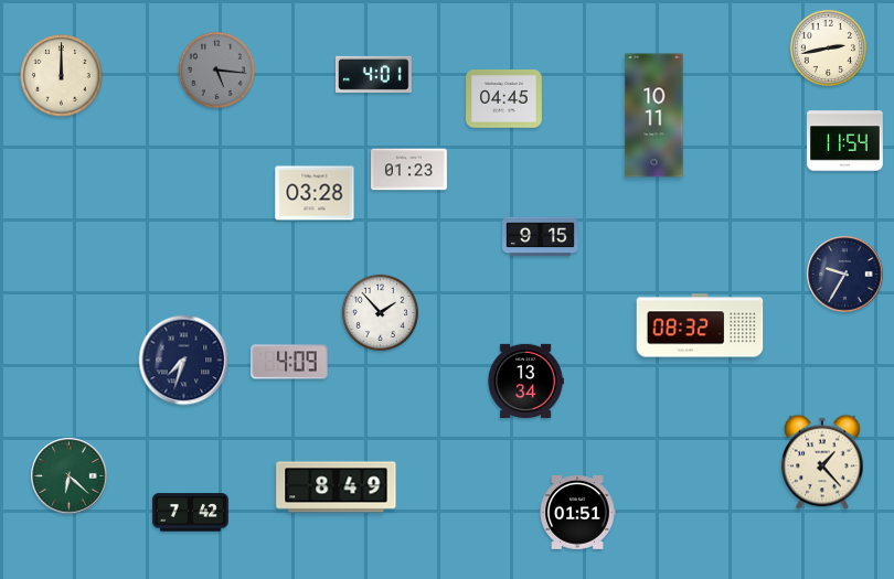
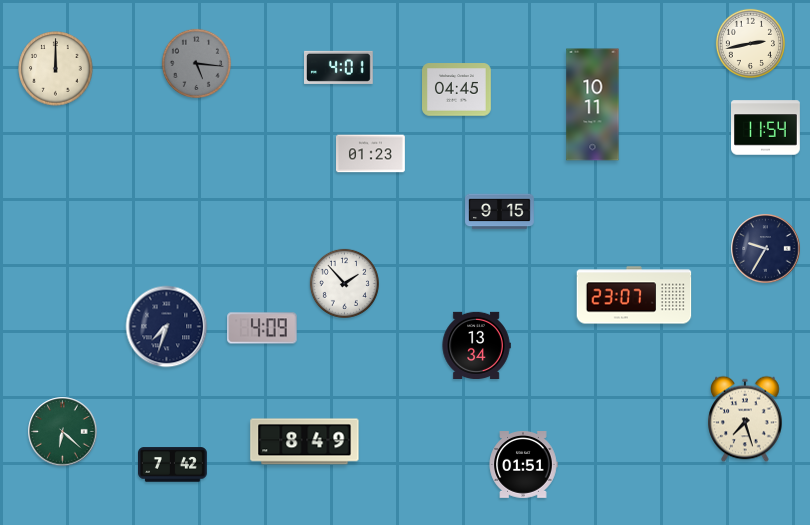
clock at (315, 193): 03:28 -> none
clock at (541, 237) position: (541, 237) -> (500, 212)
clock at (700, 325): 08:32 -> 23:07
clock at (822, 462): 1:23 -> 7:27
